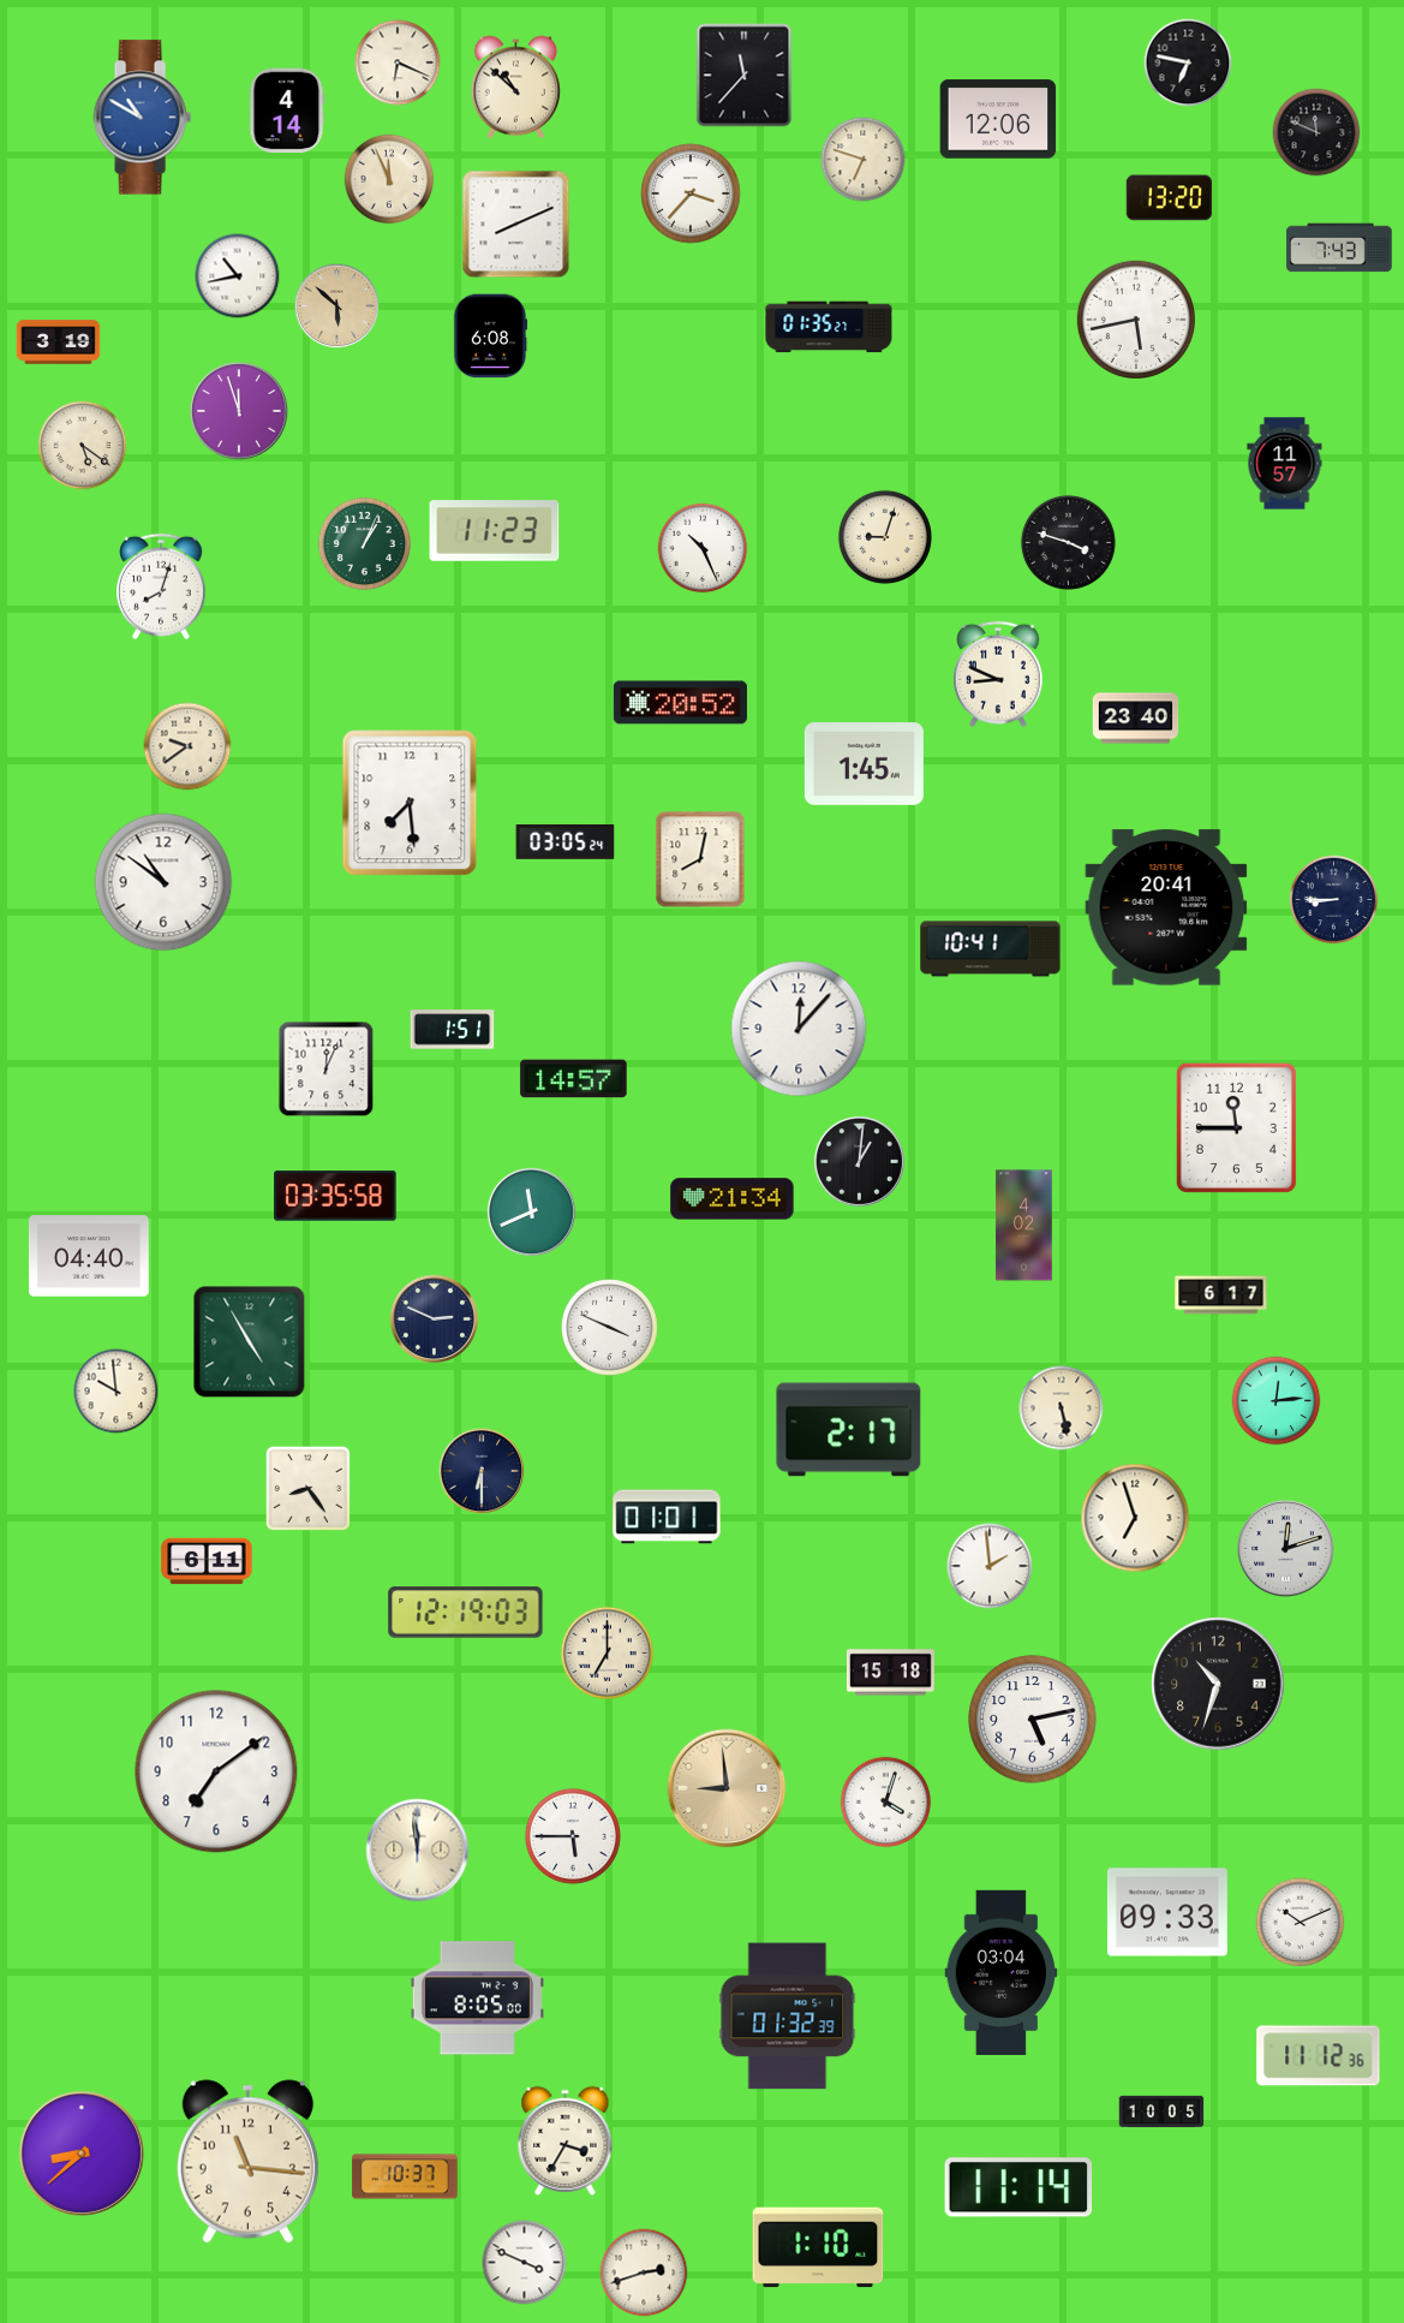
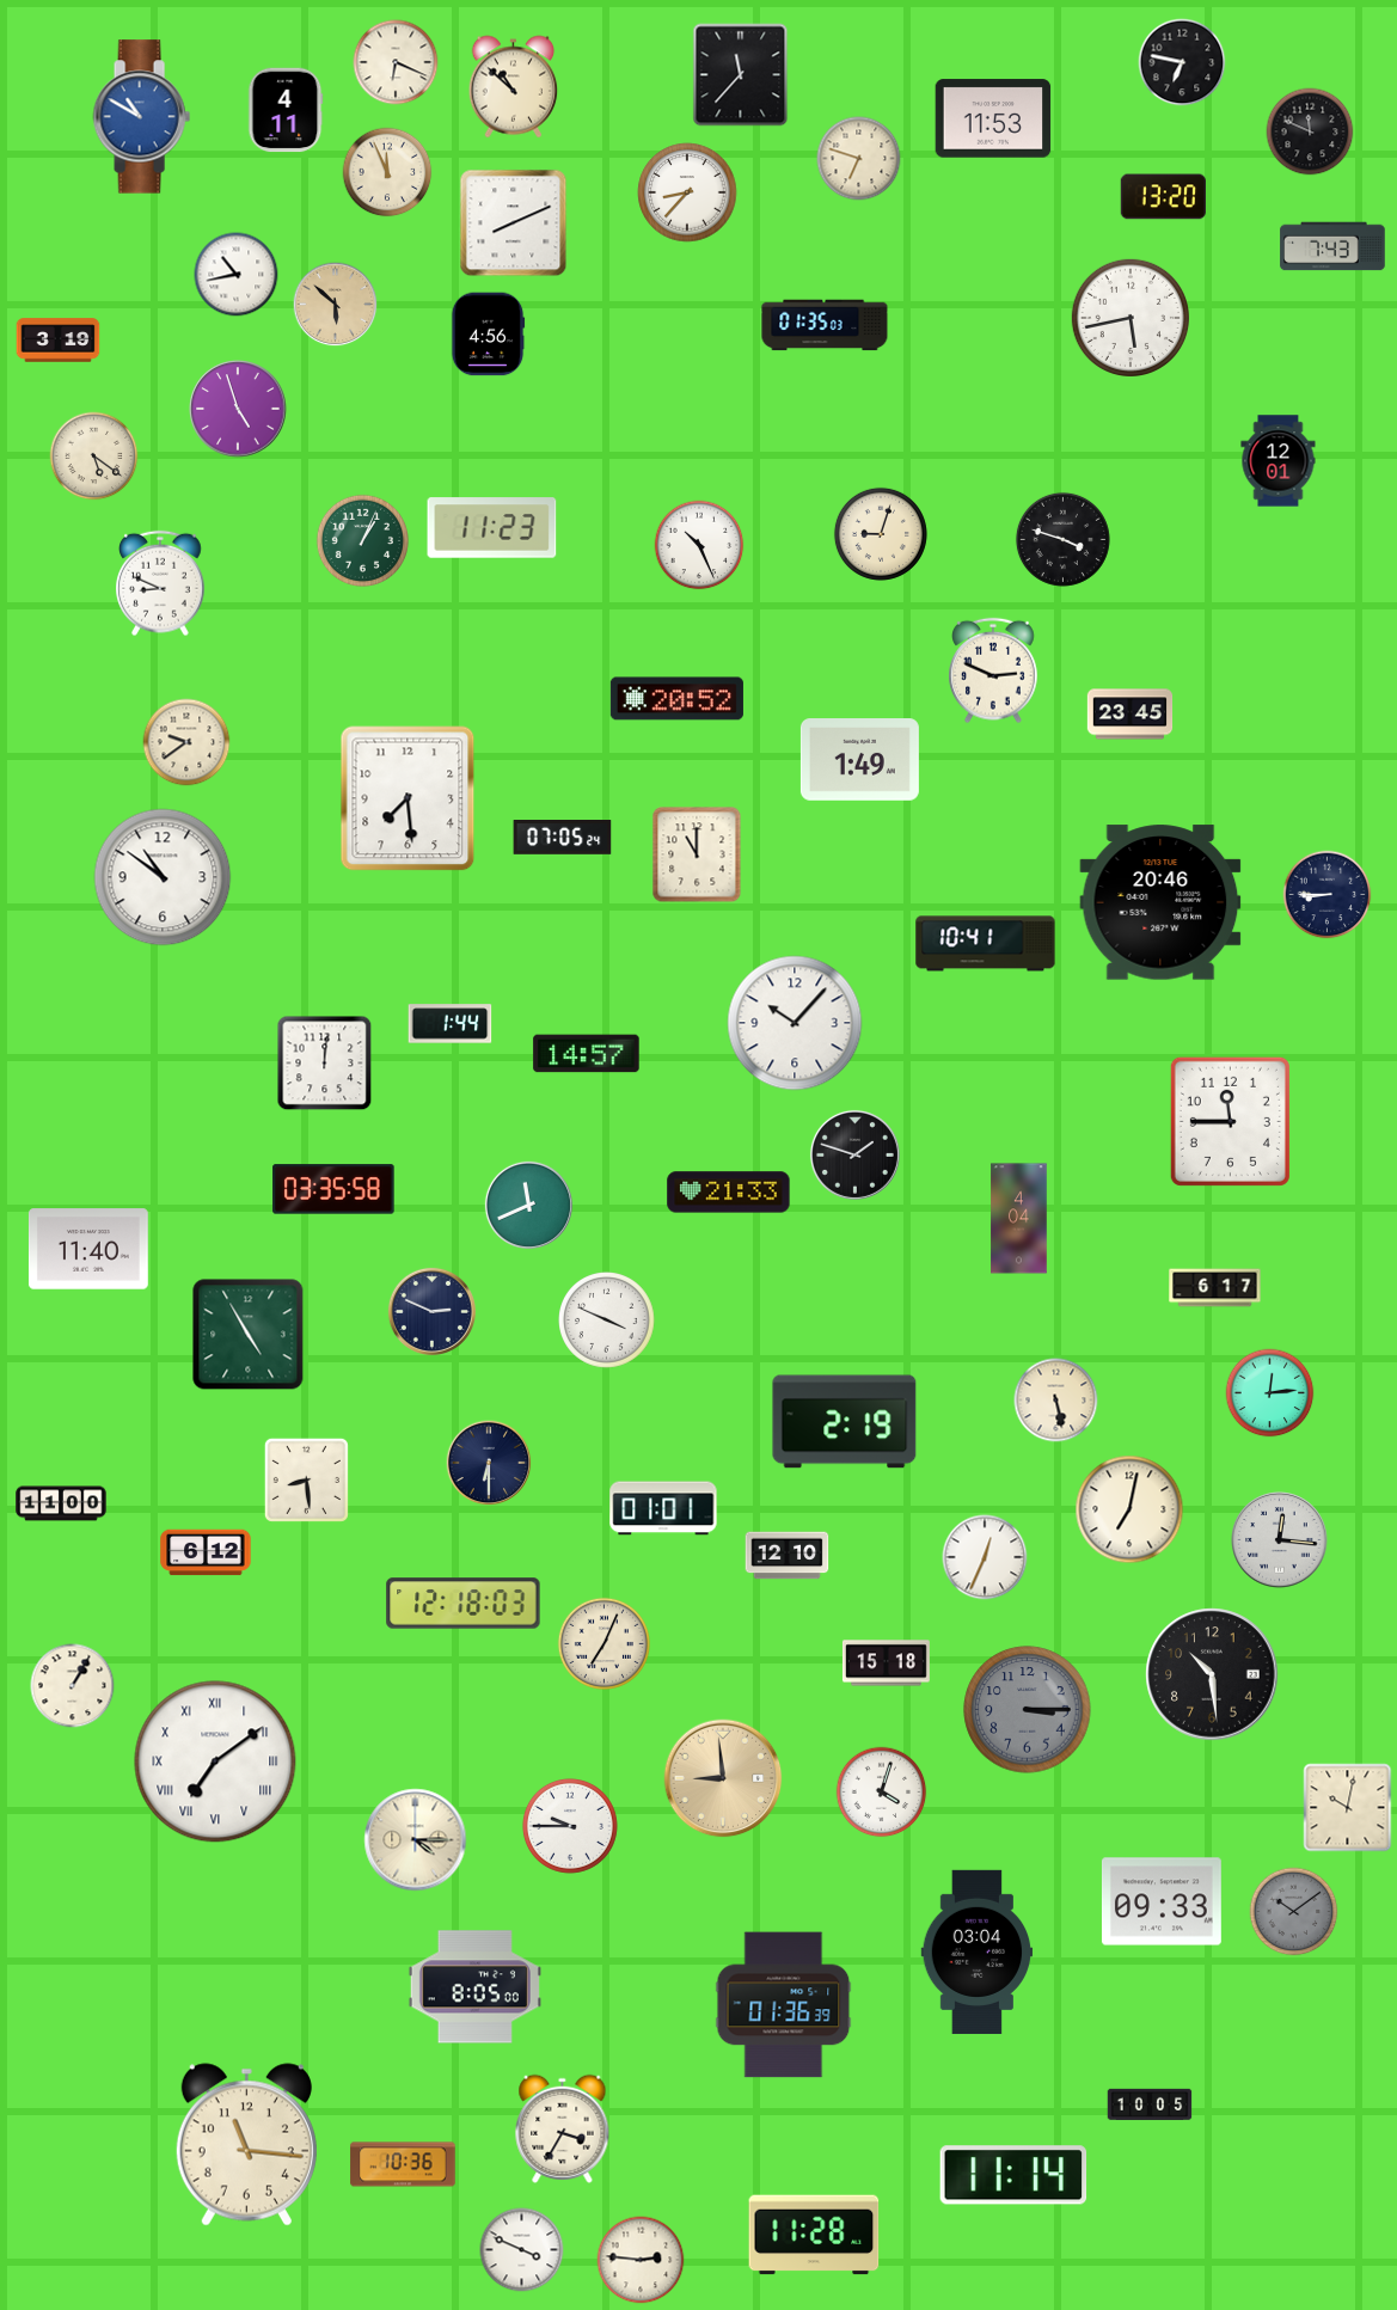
clock at (287, 111): 4:14 -> 4:11
clock at (998, 119): 12:06 -> 11:53
clock at (389, 179) position: (389, 179) -> (387, 172)
clock at (691, 193): 3:37 -> 8:37
clock at (829, 327): 01:35:27 -> 01:35:03
clock at (490, 336): 6:08 -> 4:56
clock at (239, 411): 11:57 -> 4:57
clock at (83, 446) position: (83, 446) -> (94, 457)
clock at (1285, 464): 11:57 -> 12:01
clock at (162, 586): 8:03 -> 8:49
clock at (999, 674): 8:49 -> 2:49
clock at (1136, 719): 23:40 -> 23:45
clock at (864, 764): 1:45 -> 1:49
clock at (566, 842): 03:05 -> 07:05
clock at (700, 859): 8:02 -> 11:00
clock at (1166, 907): 20:41 -> 20:46
clock at (799, 1029): 12:07 -> 10:07
clock at (453, 1030): 1:51 -> 1:44
clock at (327, 1070): 12:04 -> 12:01
clock at (574, 1079) position: (574, 1079) -> (587, 1054)
clock at (859, 1161): 1:01 -> 1:48
clock at (733, 1199): 21:34 -> 21:33
clock at (1024, 1226): 4:02 -> 4:04
clock at (89, 1256): 04:40 -> 11:40
clock at (116, 1392): 9:59 -> none
clock at (849, 1430): 2:17 -> 2:19
clock at (482, 1471) position: (482, 1471) -> (489, 1463)
clock at (307, 1488): 8:24 -> 8:29
clock at (61, 1503): none -> 11:00
clock at (1135, 1518): 6:57 -> 7:02
clock at (1286, 1549): 12:12 -> 12:16
clock at (207, 1561): 6:11 -> 6:12
clock at (788, 1556): none -> 12:10
clock at (990, 1566): 1:59 -> 12:34
clock at (466, 1613): 12:19 -> 12:18
clock at (607, 1652): 7:00 -> 7:04
clock at (1218, 1684): 10:33 -> 10:29
clock at (73, 1686): none -> 1:05
clock at (1033, 1720): 5:13 -> 3:15
clock at (1033, 1720) dial: white -> grey
clock at (216, 1771) numerals: Arabic -> Roman
clock at (1348, 1808): none -> 10:02
clock at (573, 1836): 5:45 -> 9:45
clock at (418, 1851): 11:59 -> 4:15
clock at (1301, 1923): 10:11 -> 10:09
clock at (1301, 1923) dial: white -> grey
clock at (1002, 1972) position: (1002, 1972) -> (978, 1951)
clock at (788, 2017): 01:32 -> 01:36
clock at (1319, 2056): 11:12 -> none
clock at (1161, 2111) position: (1161, 2111) -> (1150, 2104)
clock at (82, 2154): 8:38 -> none
clock at (247, 2162) position: (247, 2162) -> (246, 2145)
clock at (405, 2176): 10:37 -> 10:36
clock at (818, 2247): 1:10 -> 11:28
clock at (644, 2273): 2:42 -> 2:46
